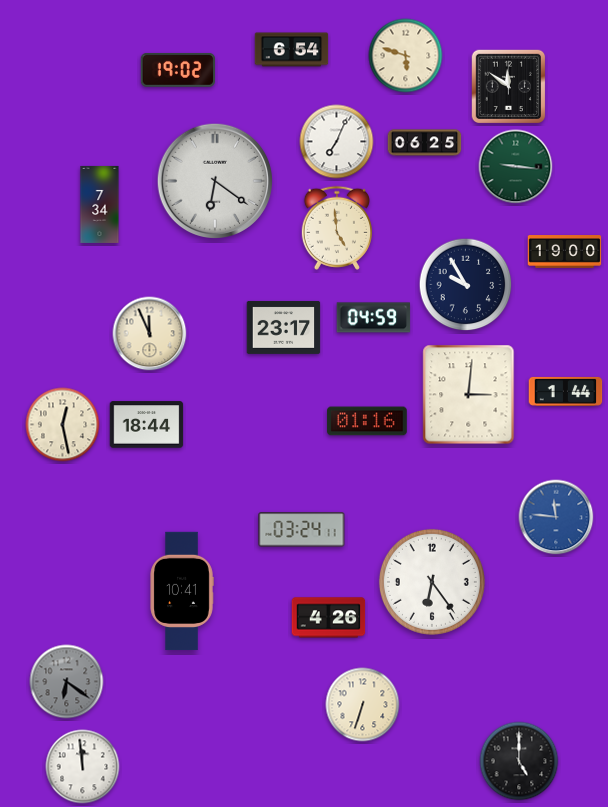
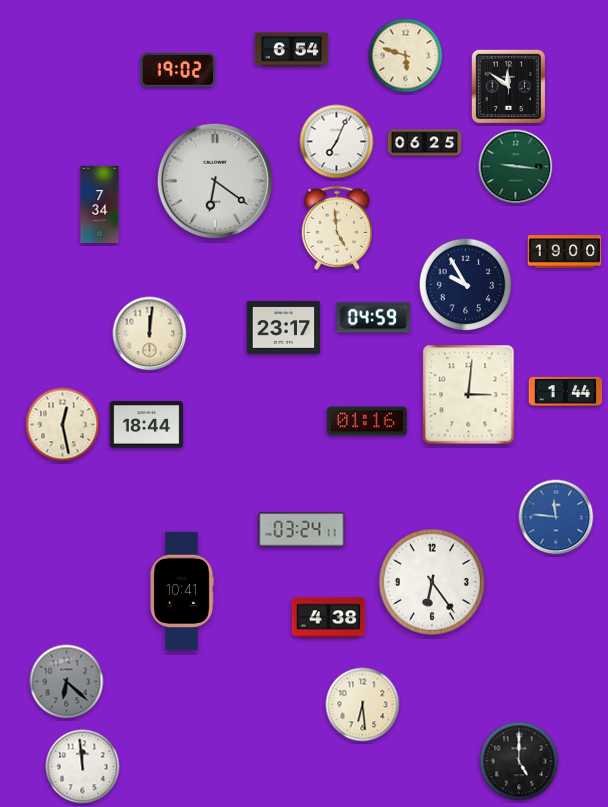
clock at (150, 334): 11:56 -> 12:01
clock at (329, 618): 4:26 -> 4:38
clock at (67, 682): 6:21 -> 6:22
clock at (363, 705): 6:33 -> 6:29
